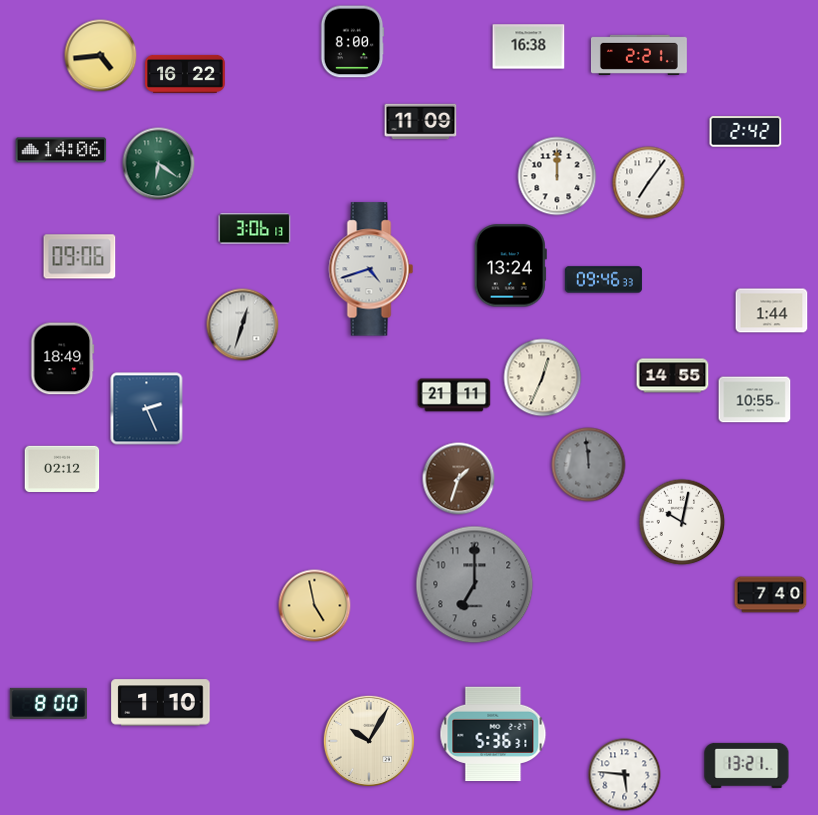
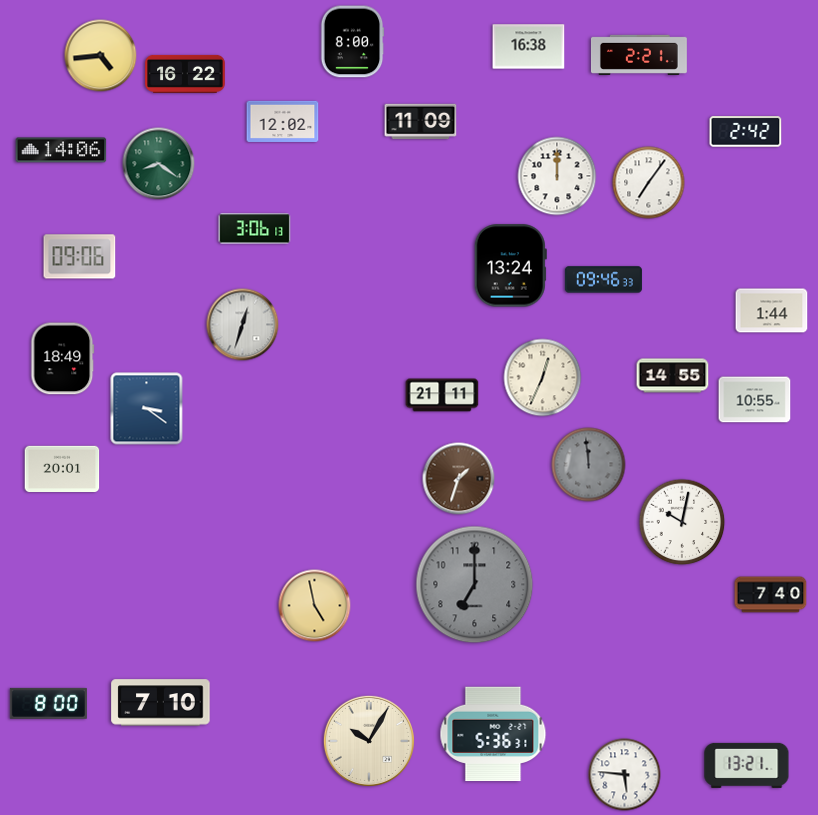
clock at (283, 121): none -> 12:02
clock at (159, 164): 6:21 -> 8:21
clock at (371, 269): 4:42 -> none
clock at (454, 395) position: (454, 395) -> (442, 395)
clock at (147, 409): 2:26 -> 3:21
clock at (62, 469): 02:12 -> 20:01
clock at (161, 703): 1:10 -> 7:10
